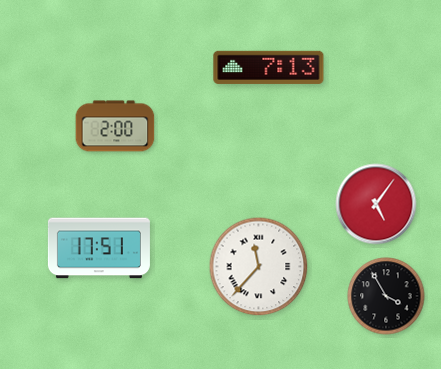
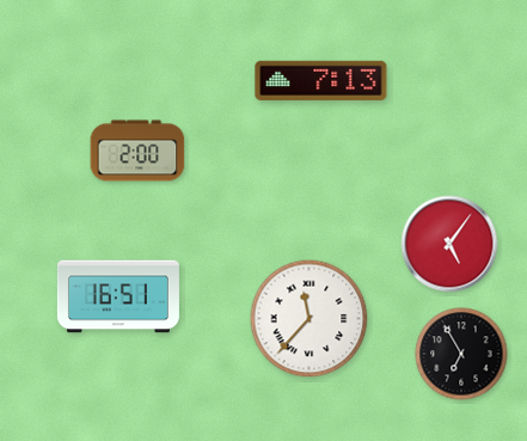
clock at (99, 248): 17:51 -> 16:51
clock at (386, 296): 3:55 -> 6:55
